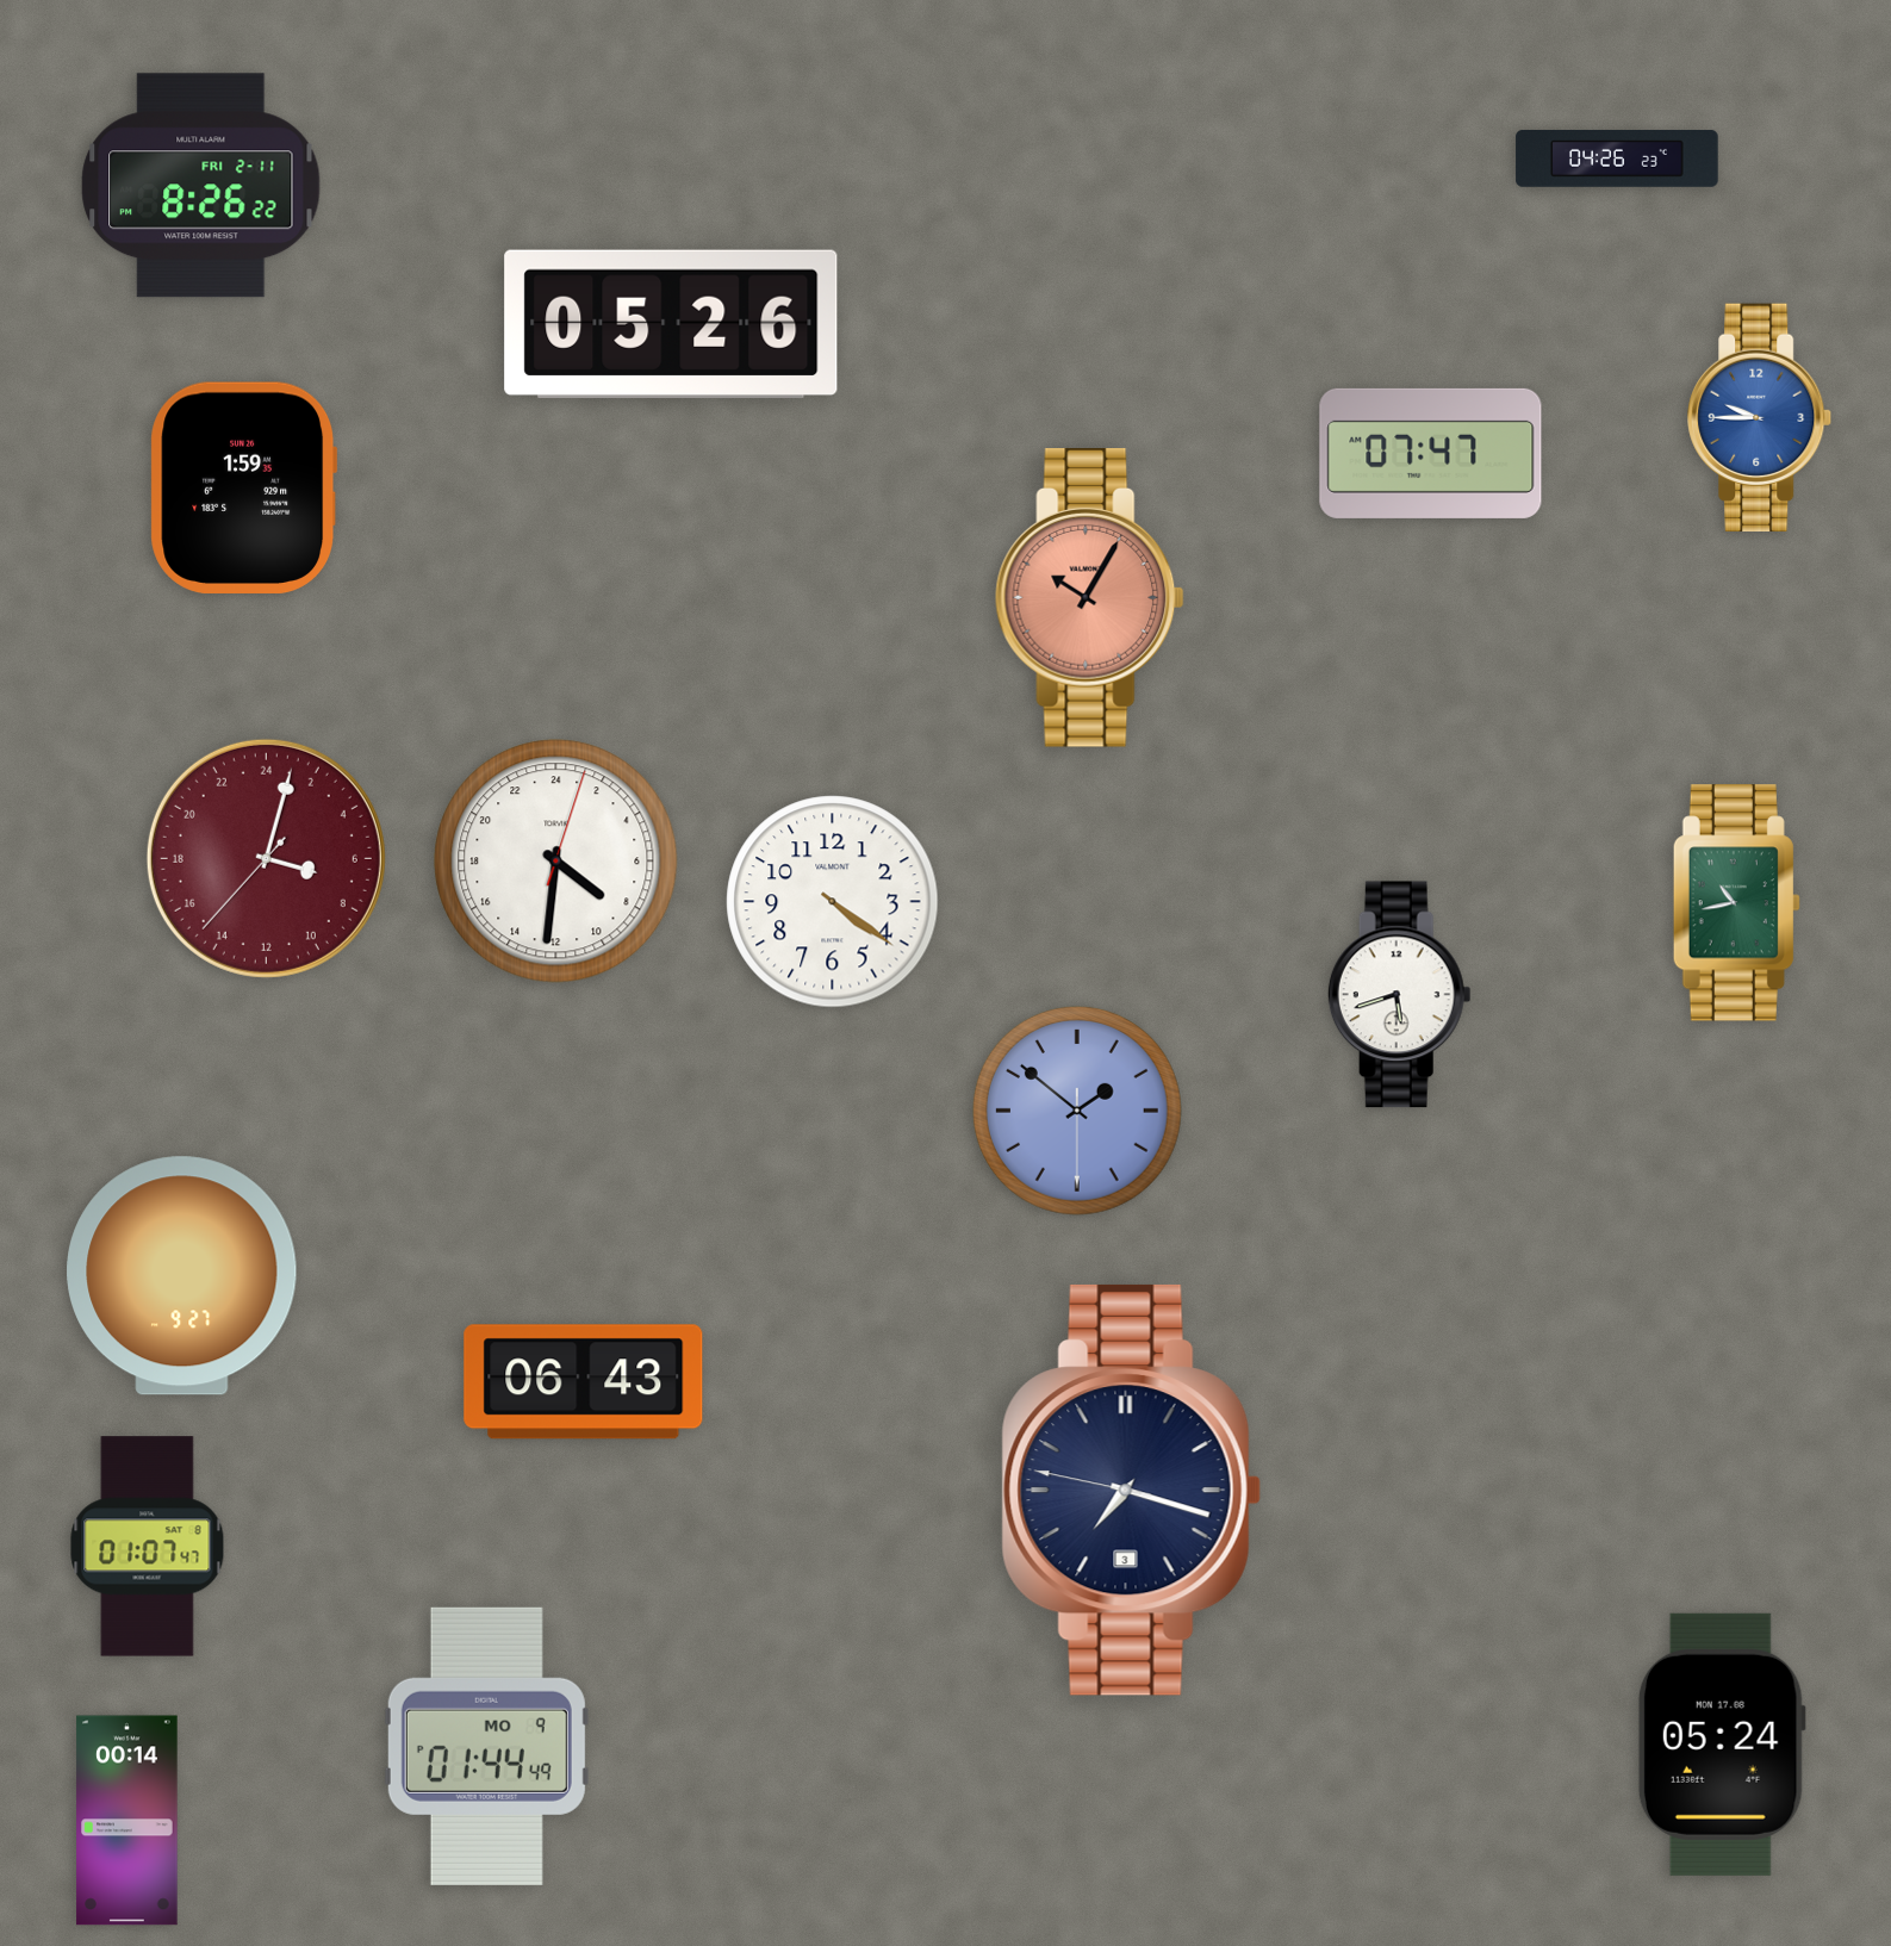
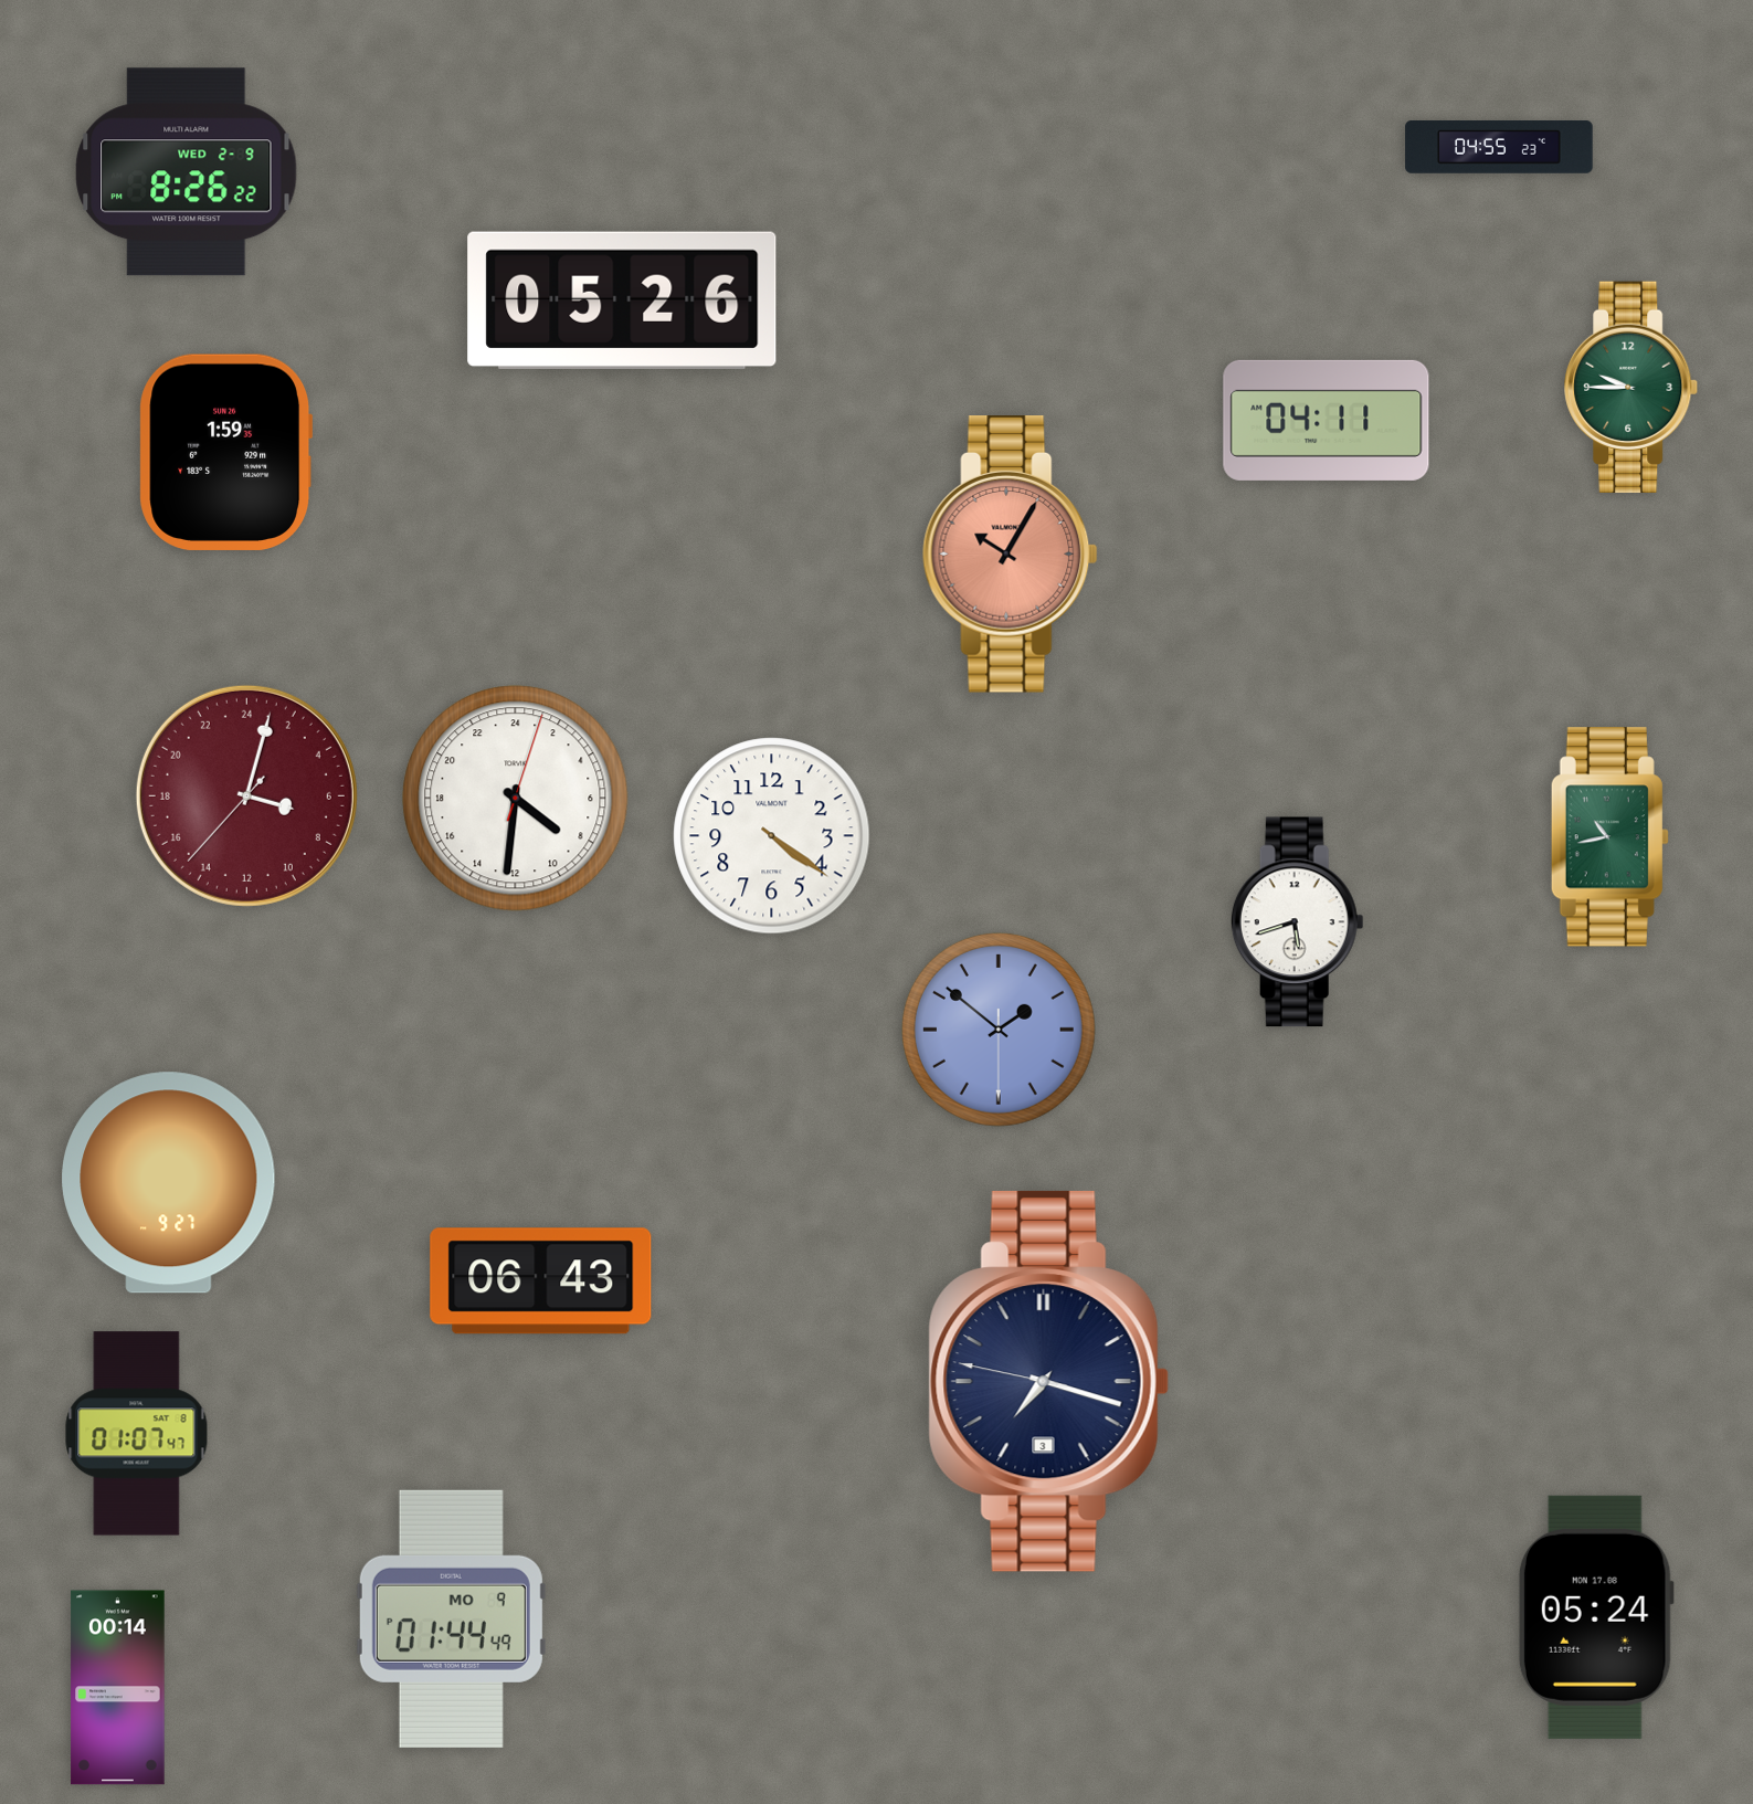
clock at (1617, 160): 04:26 -> 04:55
clock at (201, 186) date: FRI 2-11 -> WED 2-9
clock at (1760, 417) dial: blue -> green
clock at (1431, 453): 07:47 -> 04:11
